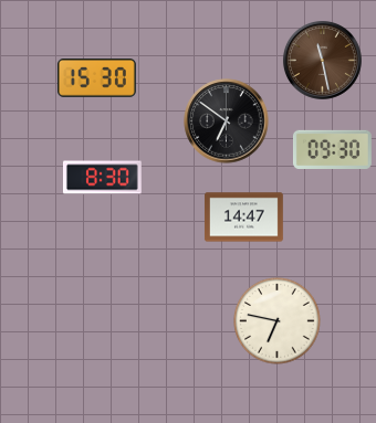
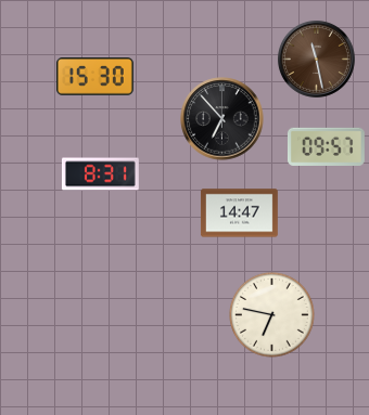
clock at (227, 121): 6:51 -> 6:53
clock at (332, 149): 09:30 -> 09:57
clock at (102, 178): 8:30 -> 8:31
